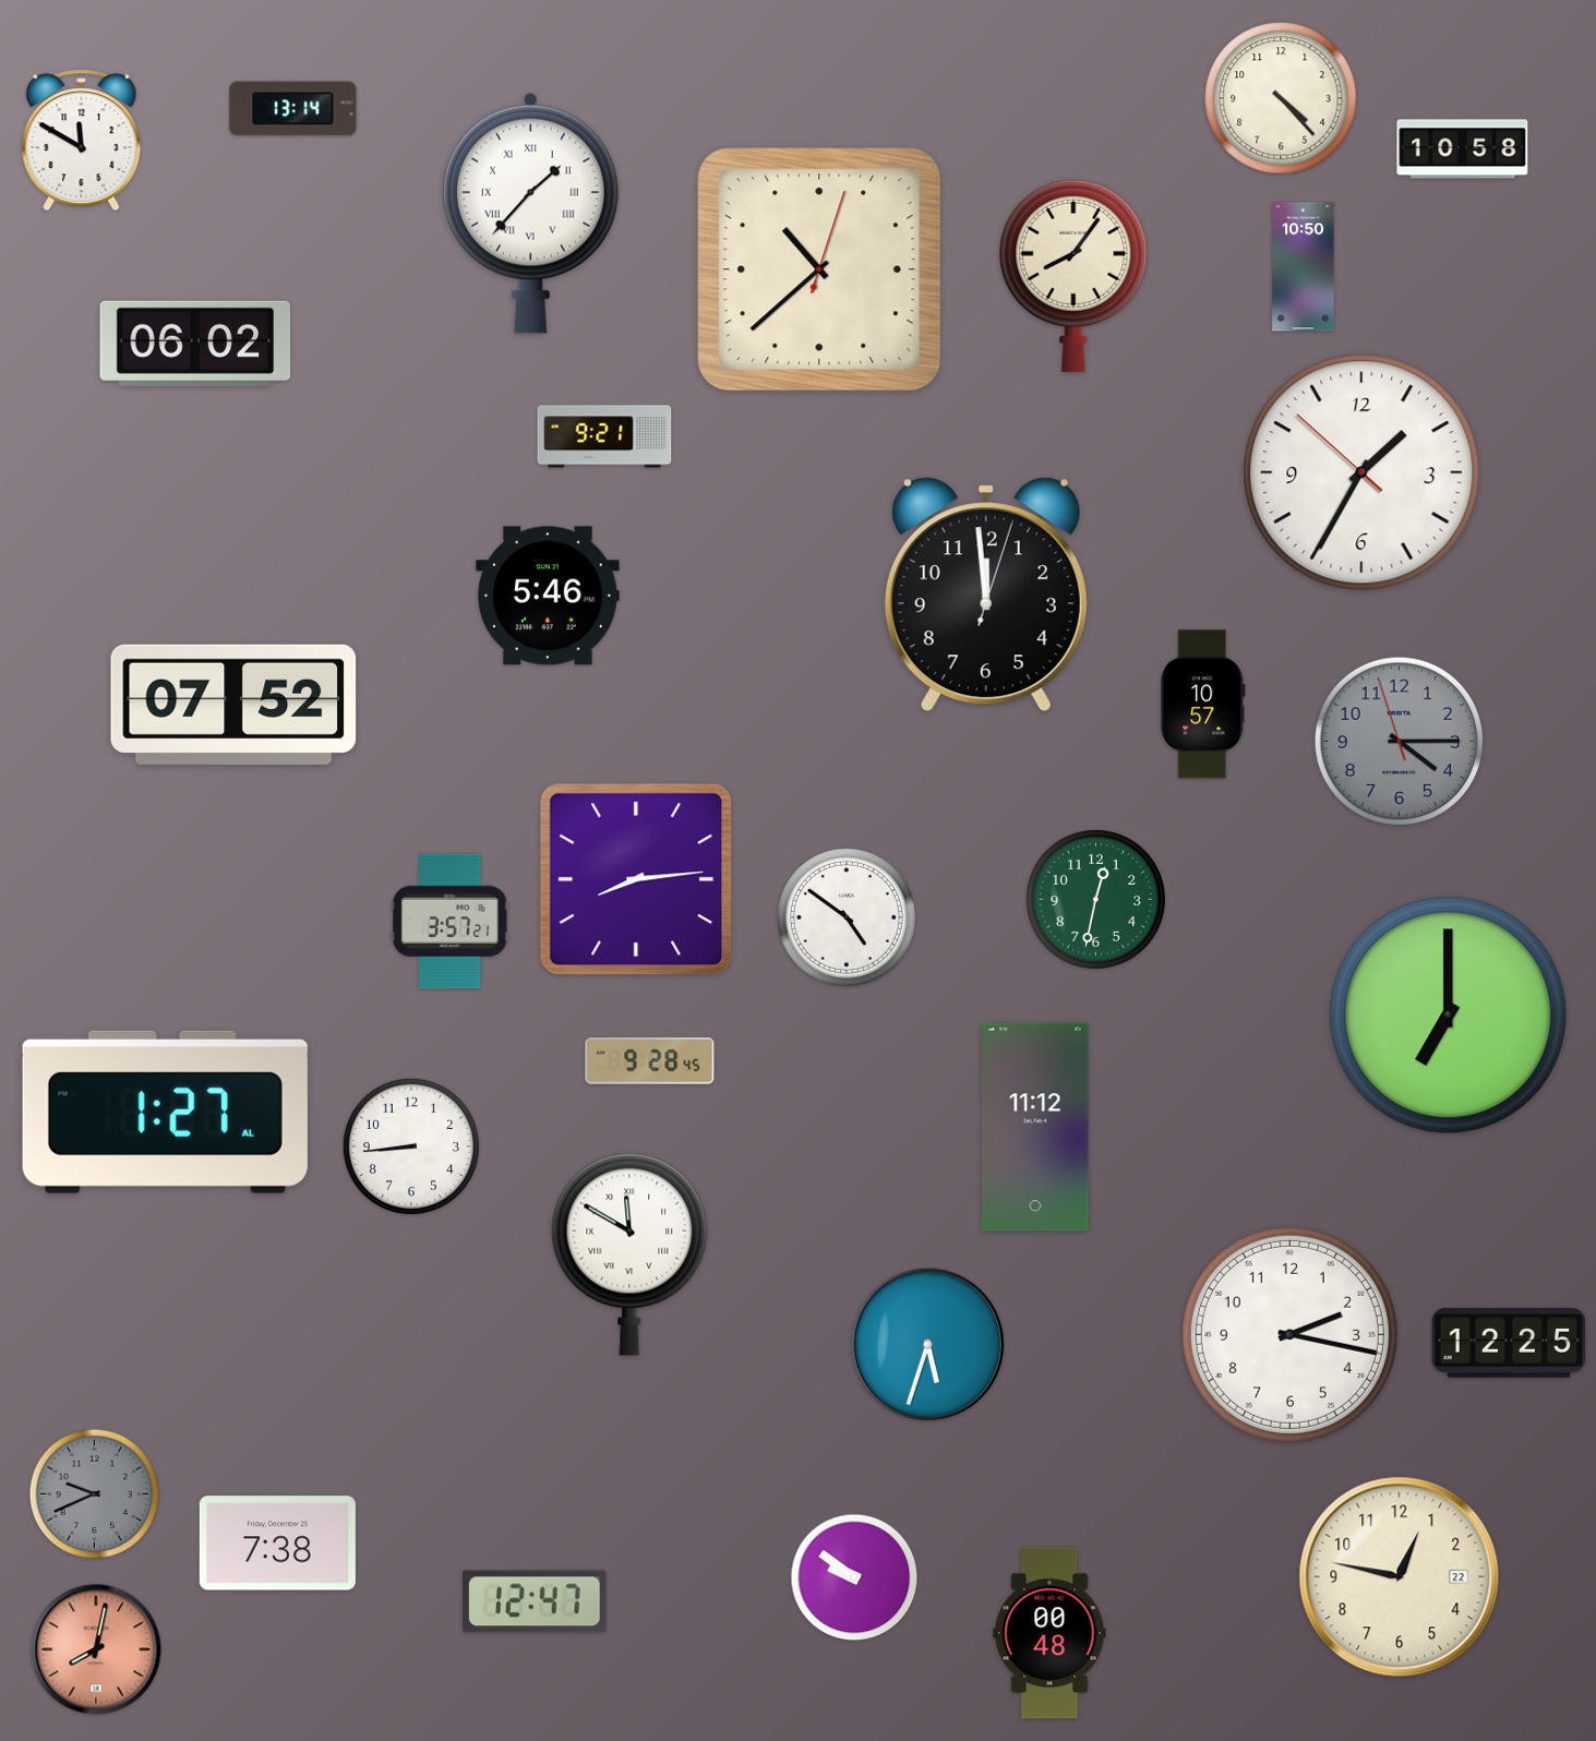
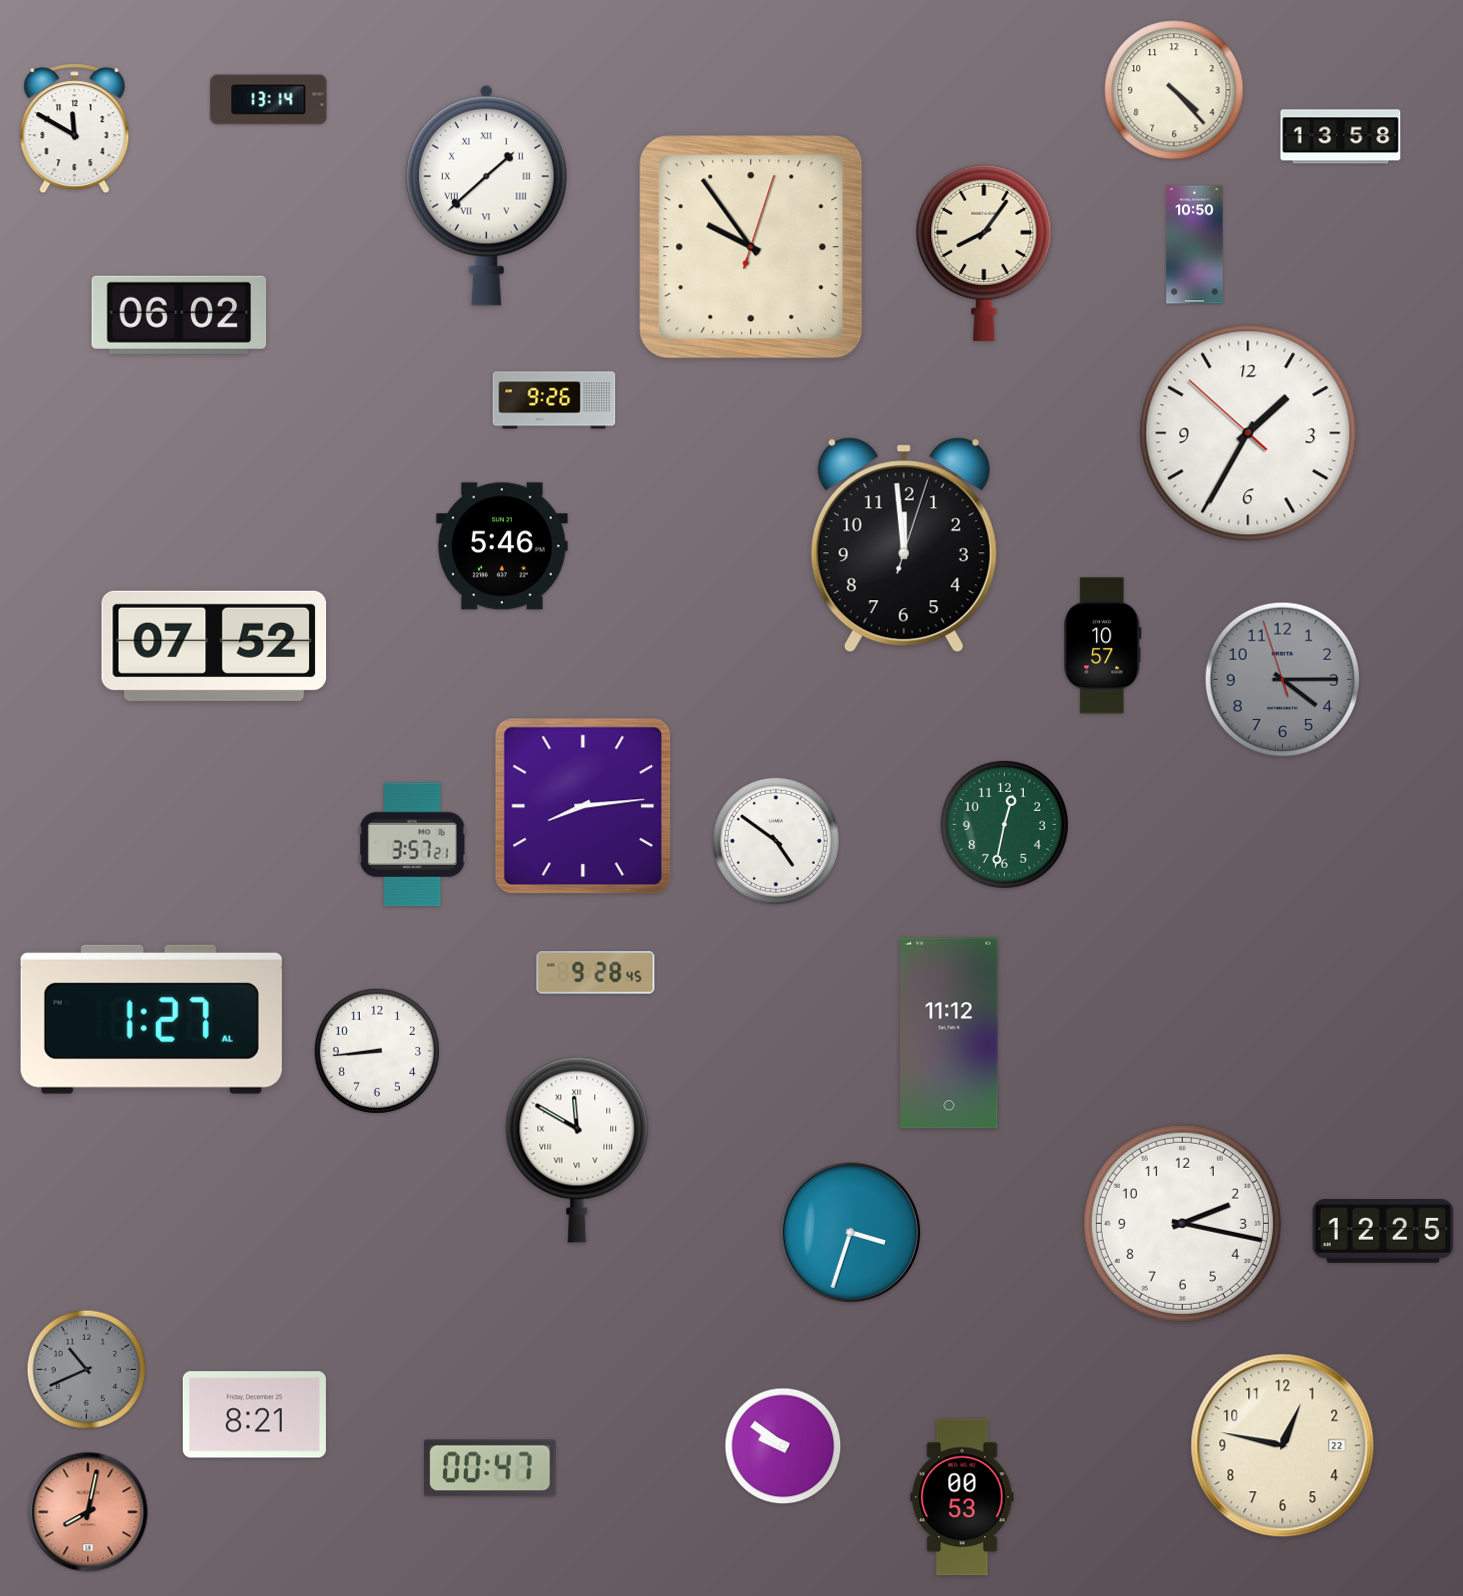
clock at (1463, 149): 10:58 -> 13:58
clock at (530, 213): 1:37 -> 1:38
clock at (819, 269): 10:38 -> 9:54
clock at (604, 436): 9:21 -> 9:26
clock at (1449, 1016): 7:00 -> none
clock at (928, 1345): 5:33 -> 3:33
clock at (95, 1494): 9:41 -> 10:41
clock at (277, 1544): 7:38 -> 8:21
clock at (535, 1601): 12:47 -> 00:47
clock at (1049, 1633): 00:48 -> 00:53
